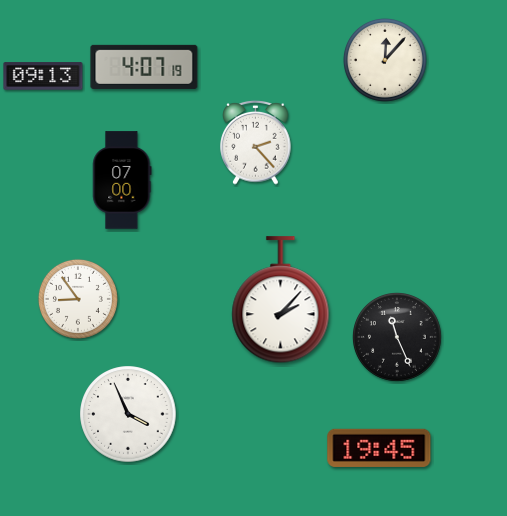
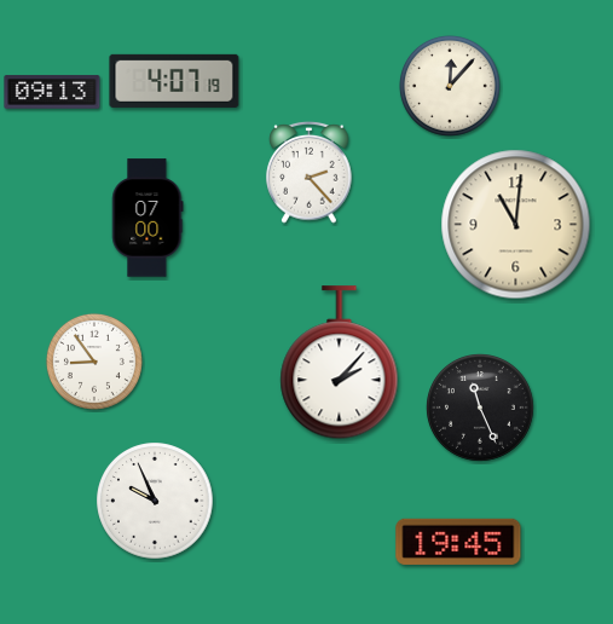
clock at (385, 60) position: (385, 60) -> (450, 86)
clock at (516, 225): none -> 11:01
clock at (128, 414): 3:56 -> 9:56
